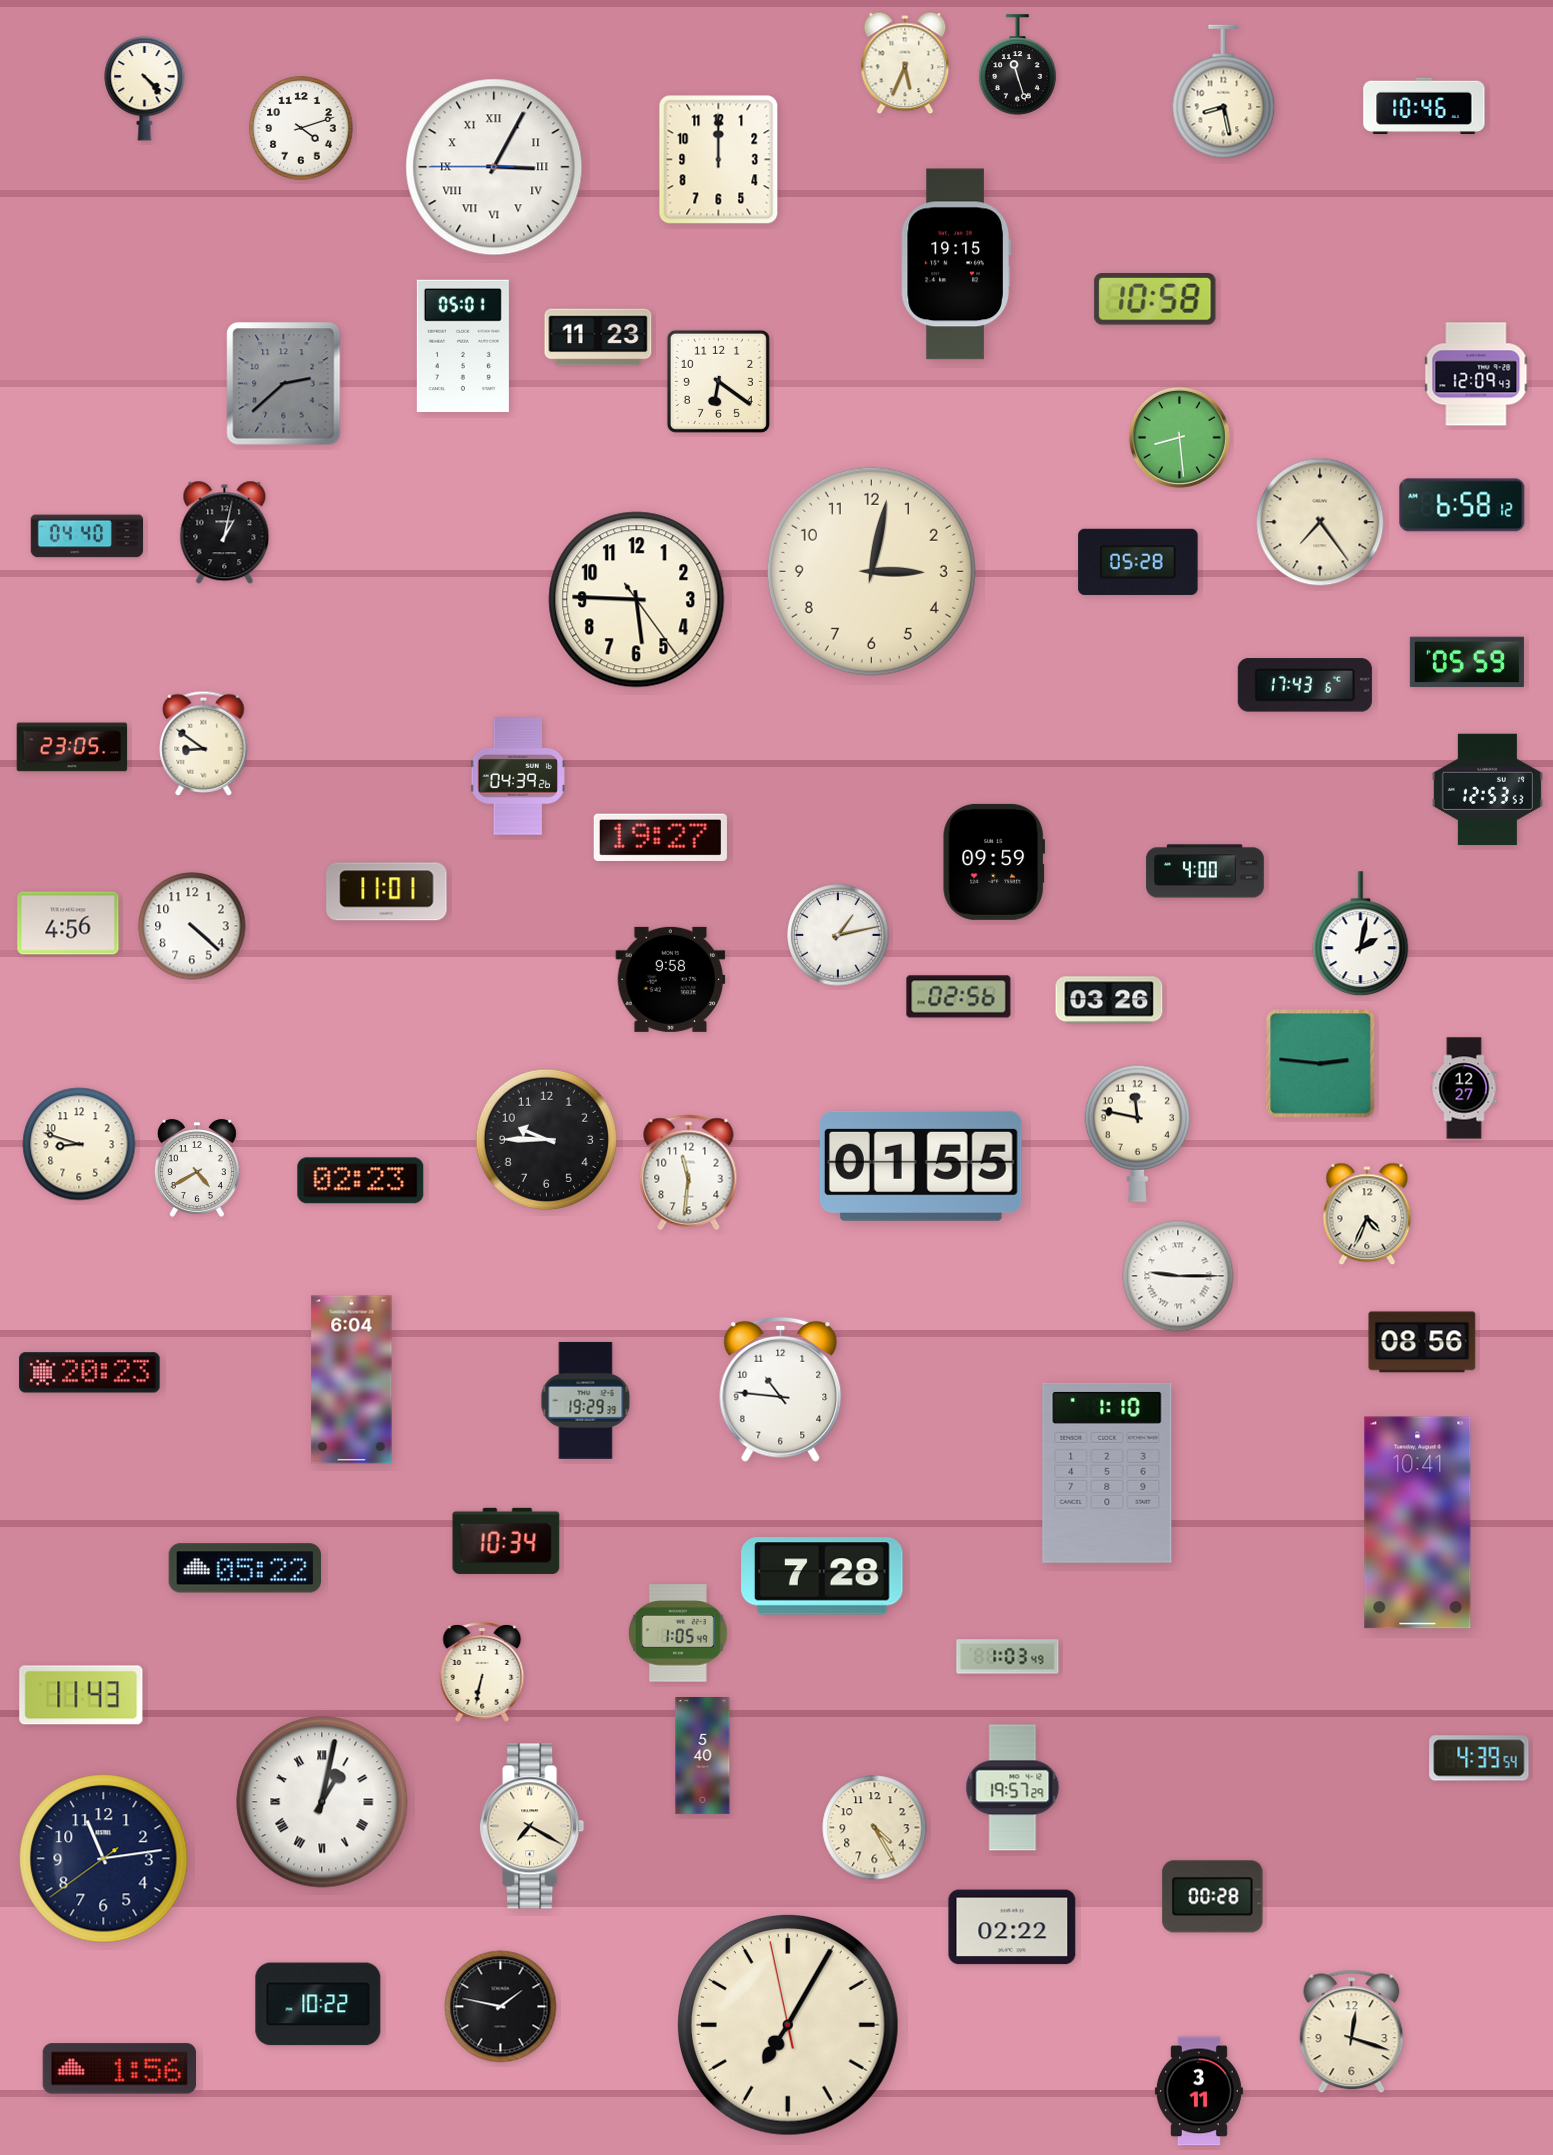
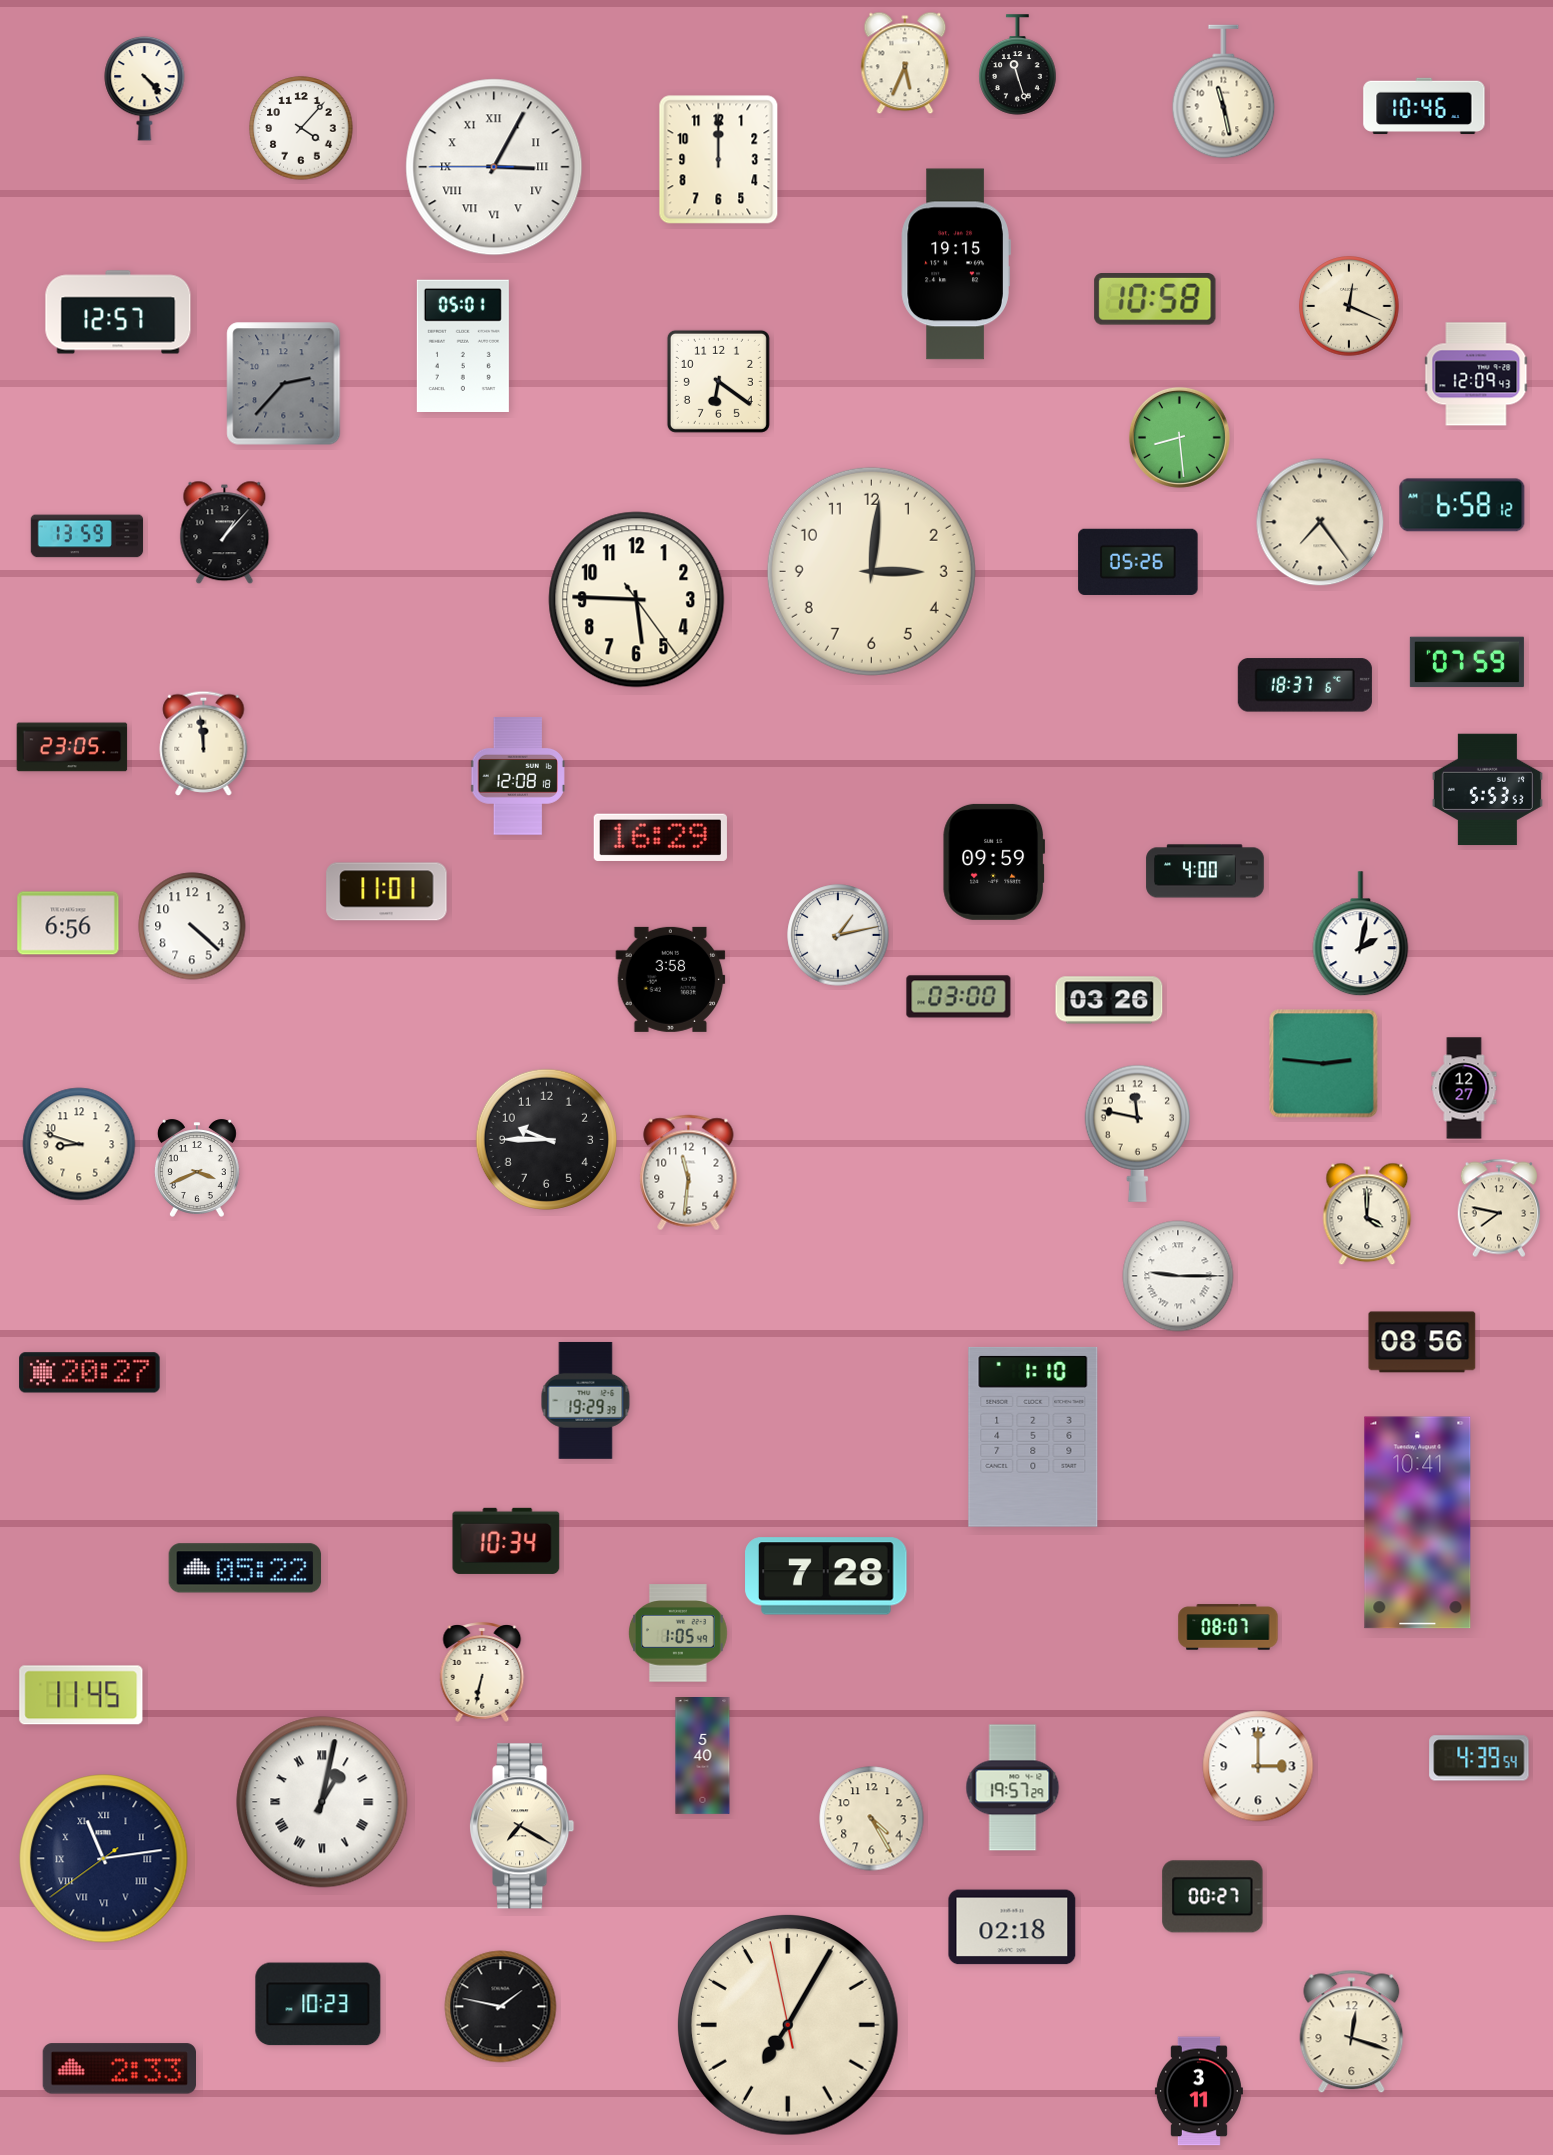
clock at (1224, 92): 8:28 -> 11:28
clock at (301, 128): 4:12 -> 4:07
clock at (1349, 306): none -> 12:19
clock at (118, 312): none -> 12:57
clock at (598, 337): 11:23 -> none
clock at (284, 384): 2:38 -> 2:37
clock at (225, 533): 1:02 -> 1:07
clock at (87, 536): 04:40 -> 13:59
clock at (1138, 562): 05:28 -> 05:26
clock at (871, 571): 3:02 -> 3:01
clock at (1467, 662): 05:59 -> 07:59
clock at (1305, 685): 17:43 -> 18:37
clock at (204, 743): 8:51 -> 11:59
clock at (518, 776): 04:39 -> 12:08
clock at (1487, 790): 12:53 -> 5:53
clock at (660, 837): 19:27 -> 16:29
clock at (68, 923): 4:56 -> 6:56
clock at (671, 979): 9:58 -> 3:58
clock at (959, 997): 02:56 -> 03:00
clock at (1321, 1064) position: (1321, 1064) -> (1324, 1064)
clock at (921, 1166): 01:55 -> none
clock at (197, 1168): 4:40 -> 3:41
clock at (361, 1181): 02:23 -> none
clock at (1498, 1208): none -> 7:47
clock at (1367, 1214): 4:34 -> 4:00
clock at (90, 1373): 20:23 -> 20:27
clock at (352, 1380): 6:04 -> none
clock at (781, 1389): 10:46 -> none
clock at (1107, 1473) position: (1107, 1473) -> (1033, 1437)
clock at (822, 1576) position: (822, 1576) -> (826, 1576)
clock at (1228, 1627): none -> 08:07
clock at (1008, 1657): 1:03 -> none
clock at (81, 1695): 11:43 -> 11:45
clock at (1258, 1766): none -> 3:00
clock at (532, 1826) position: (532, 1826) -> (522, 1826)
clock at (875, 1828) position: (875, 1828) -> (872, 1819)
clock at (104, 1859) numerals: Arabic -> Roman
clock at (1213, 1897): 00:28 -> 00:27
clock at (1012, 1927): 02:22 -> 02:18
clock at (318, 2004): 10:22 -> 10:23
clock at (119, 2069): 1:56 -> 2:33
